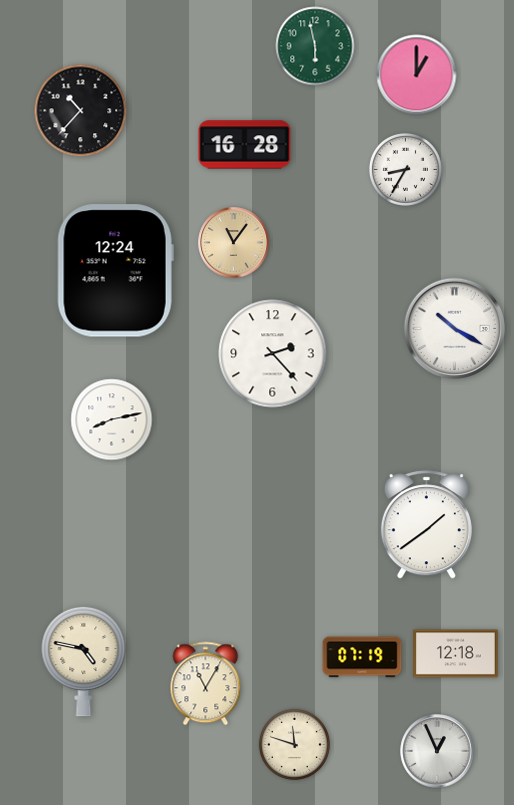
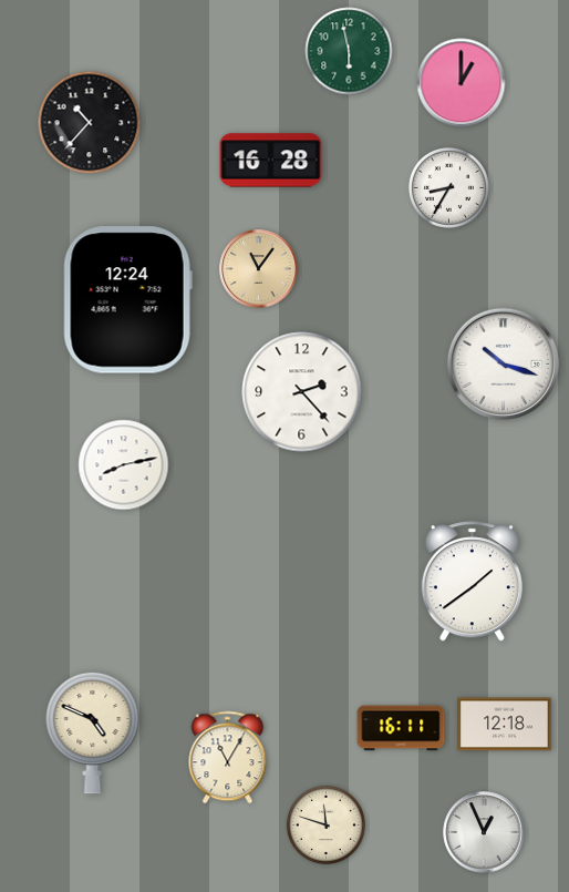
clock at (454, 328): 10:20 -> 10:18
clock at (362, 657): 07:19 -> 16:11
clock at (84, 661): 4:47 -> 4:49
